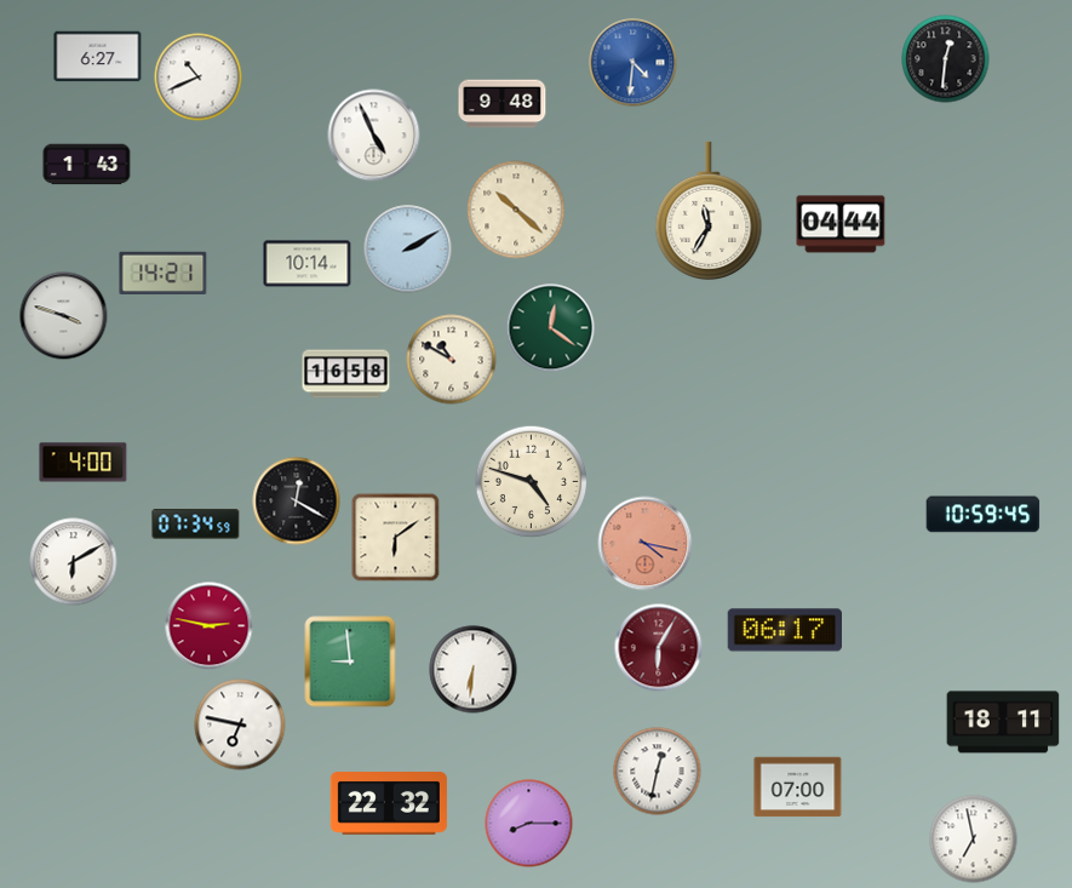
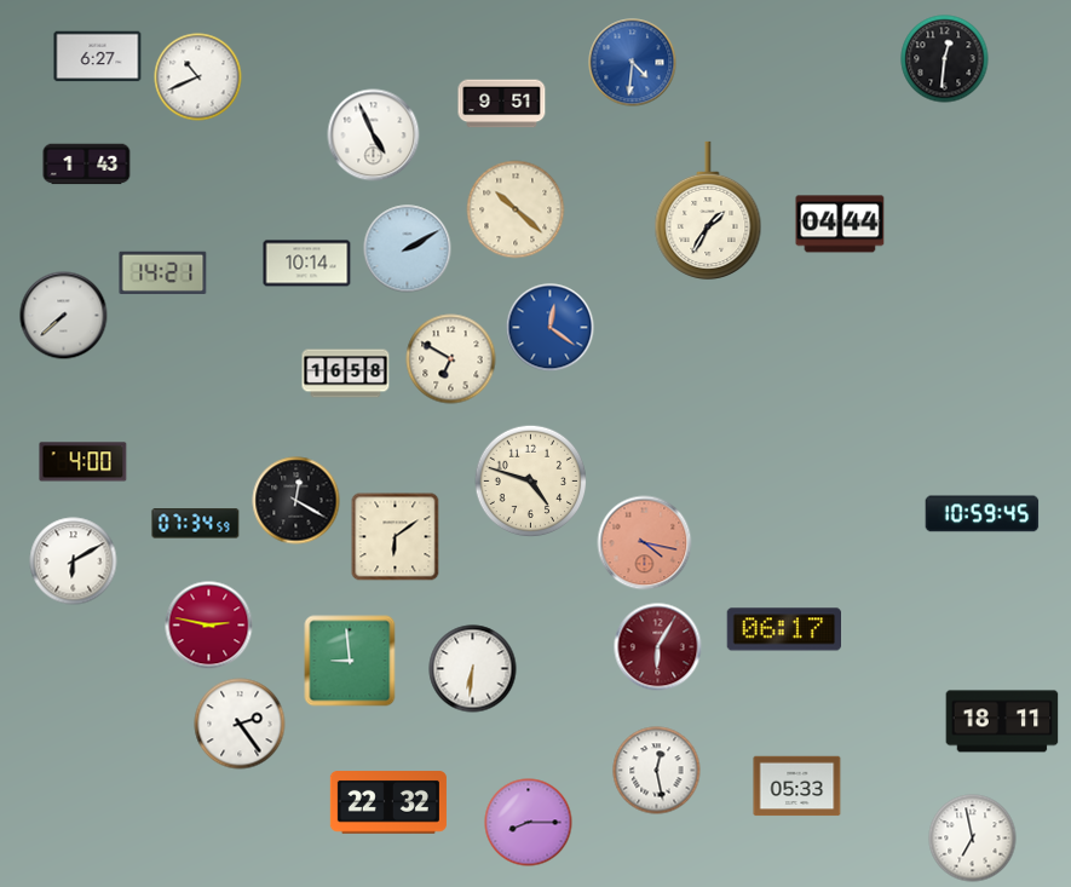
clock at (503, 104): 9:48 -> 9:51
clock at (709, 210): 11:35 -> 1:35
clock at (64, 316): 3:48 -> 7:38
clock at (551, 328) dial: green -> blue
clock at (452, 360): 10:50 -> 6:50
clock at (240, 724): 6:47 -> 2:24
clock at (658, 772): 12:32 -> 12:28
clock at (798, 787): 07:00 -> 05:33
